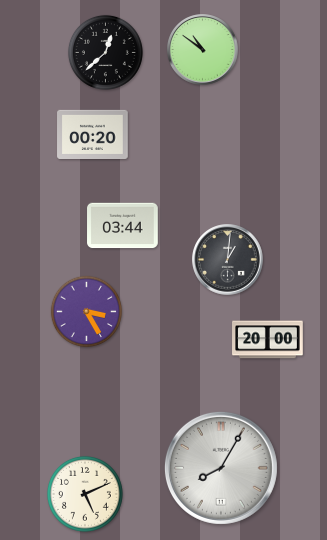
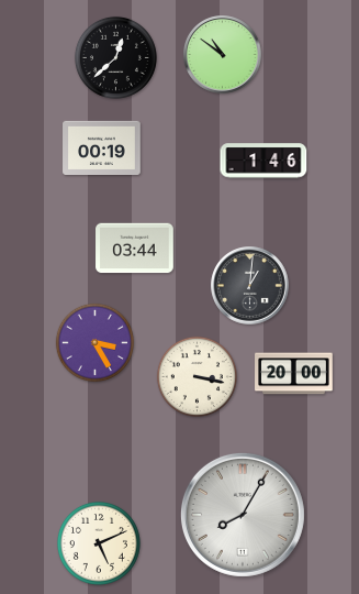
clock at (93, 134): 00:20 -> 00:19
clock at (263, 161): none -> 1:46
clock at (197, 376): none -> 3:17
clock at (85, 494) position: (85, 494) -> (99, 543)
